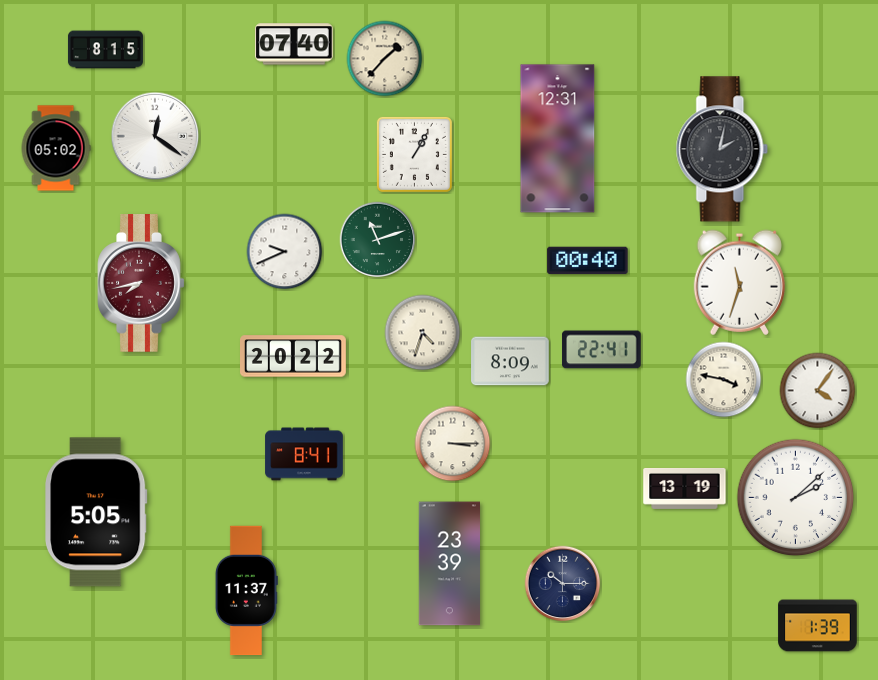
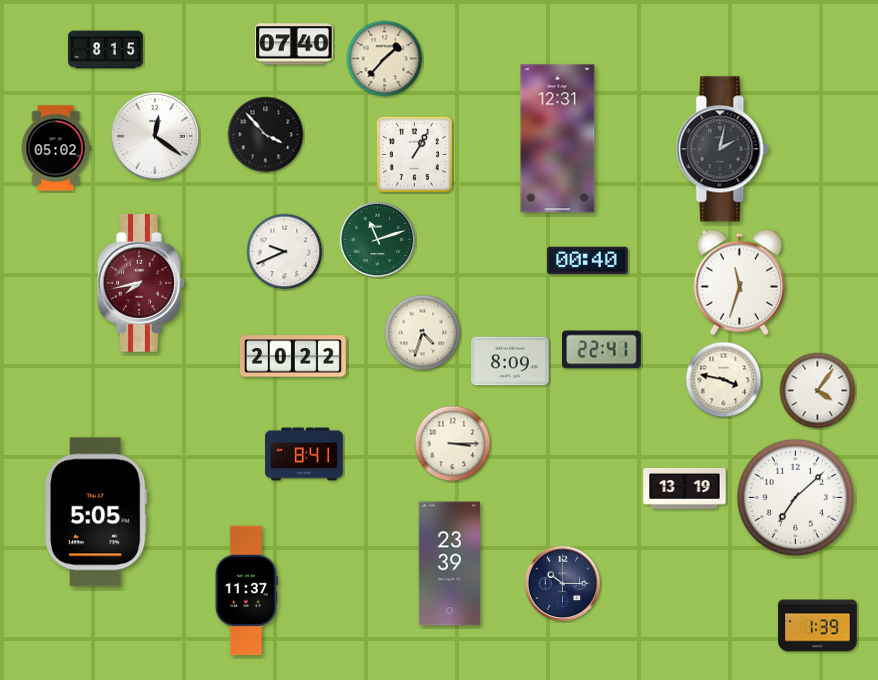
clock at (266, 135): none -> 3:53
clock at (796, 498): 2:08 -> 7:08
